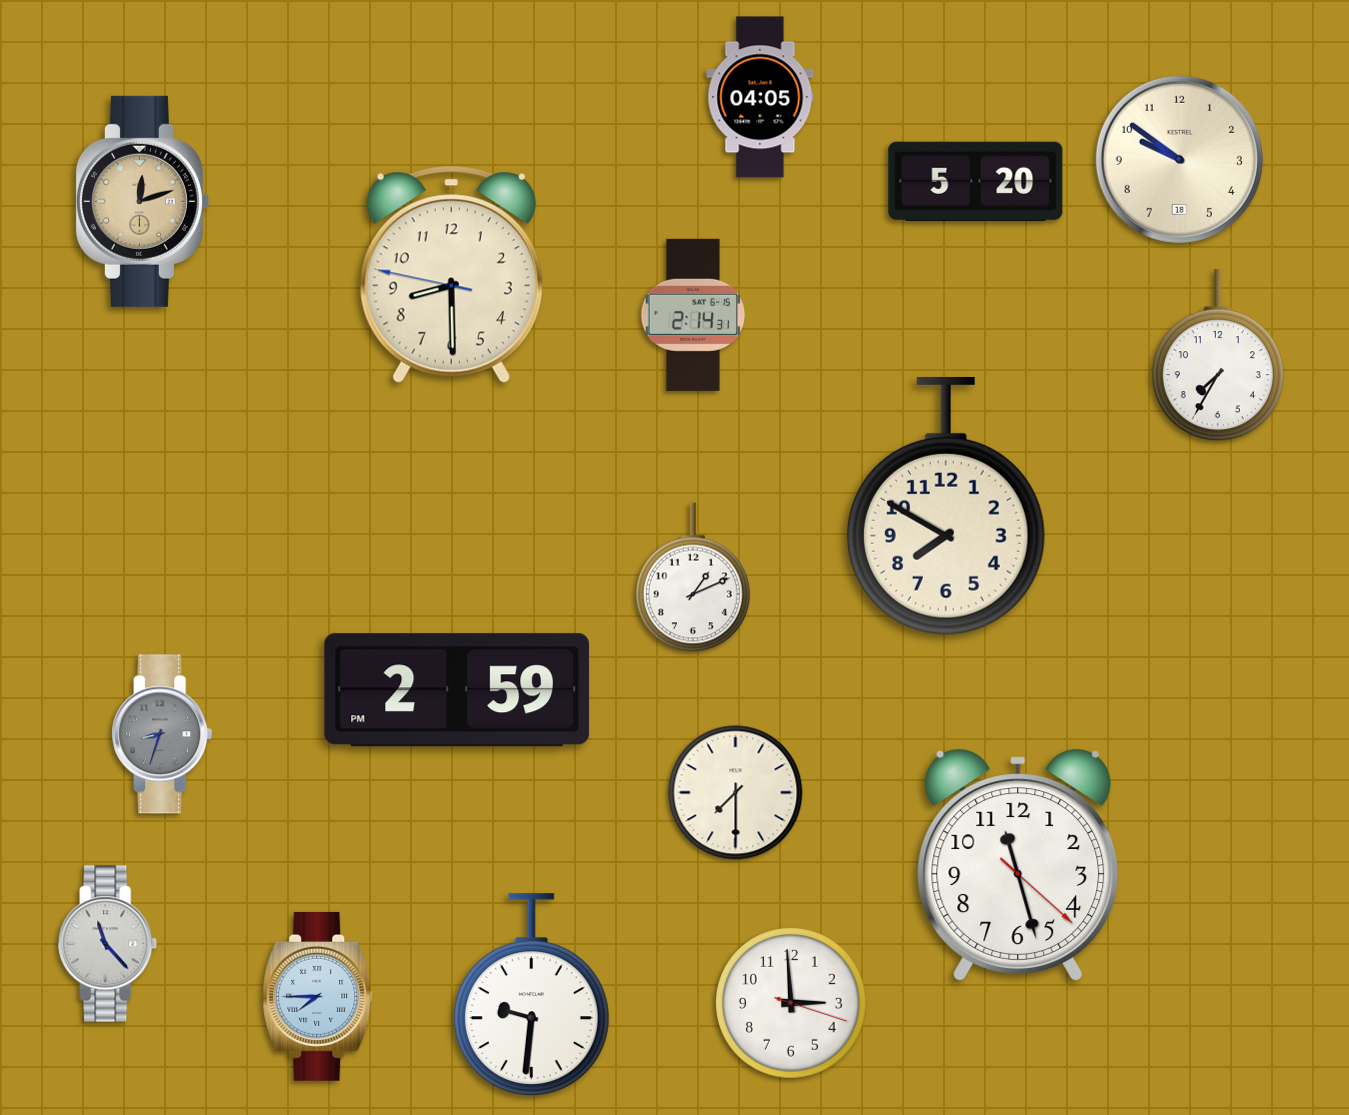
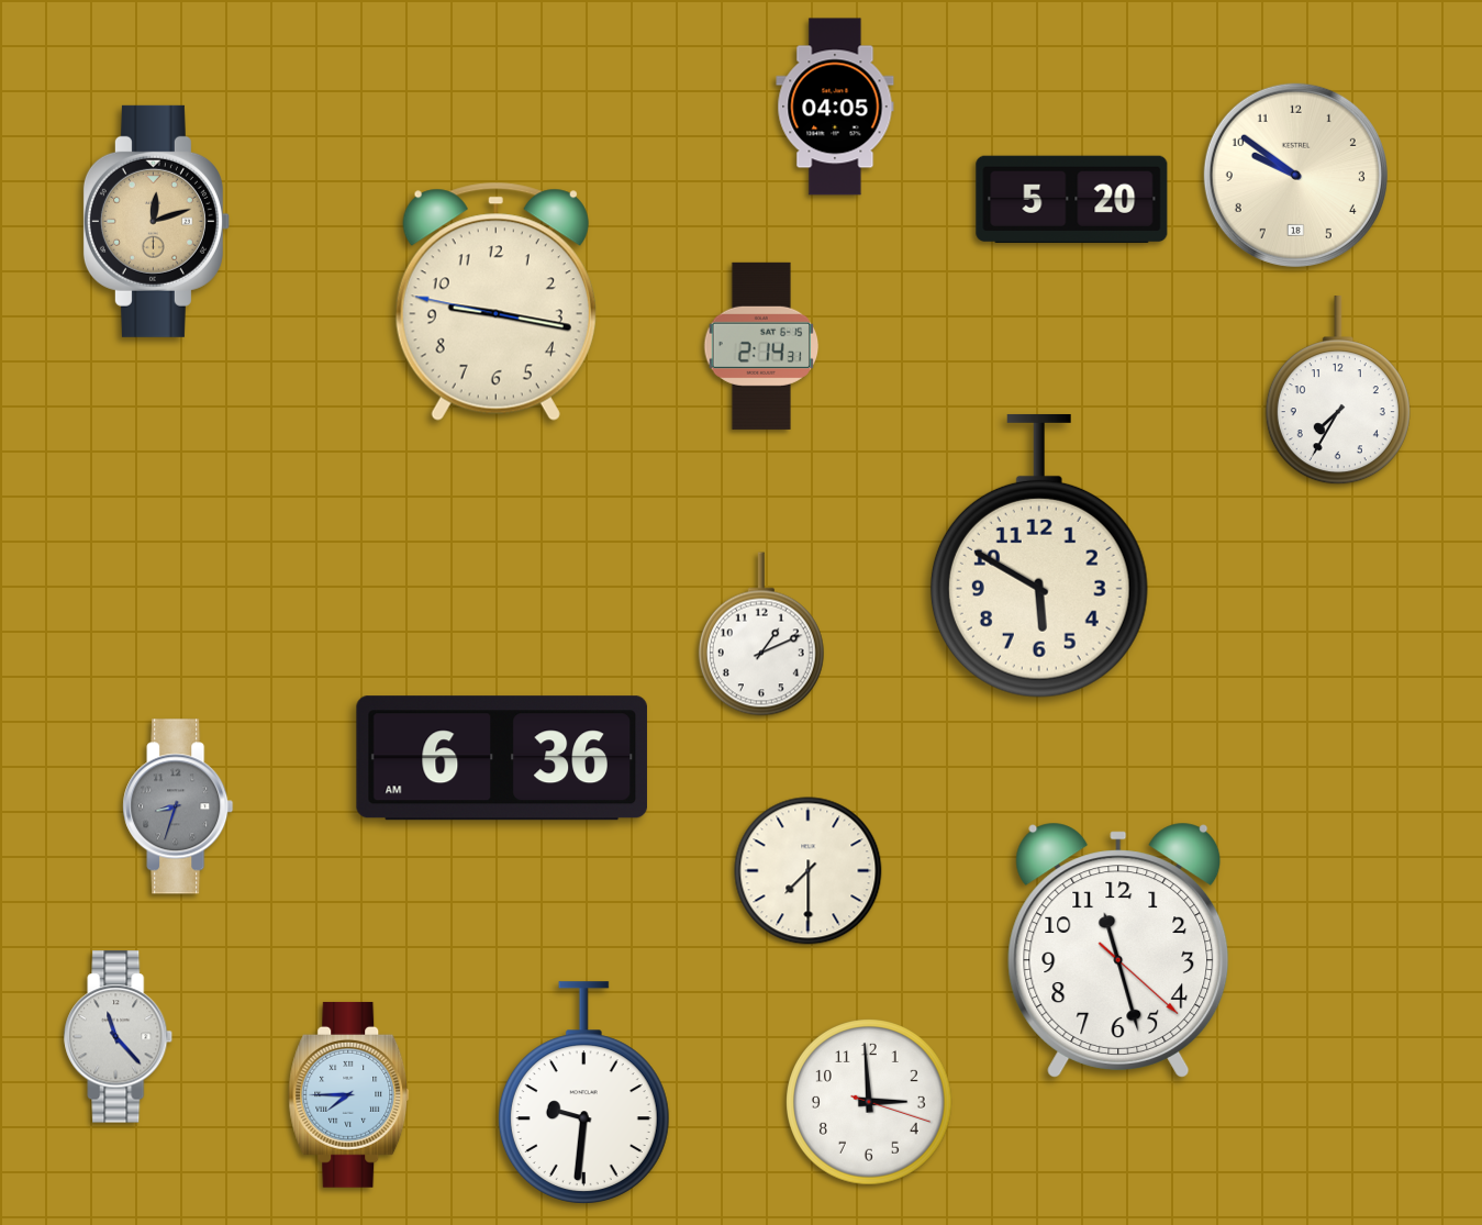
clock at (451, 274): 8:29 -> 9:16
clock at (946, 506): 7:50 -> 5:50
clock at (457, 690): 2:59 -> 6:36
